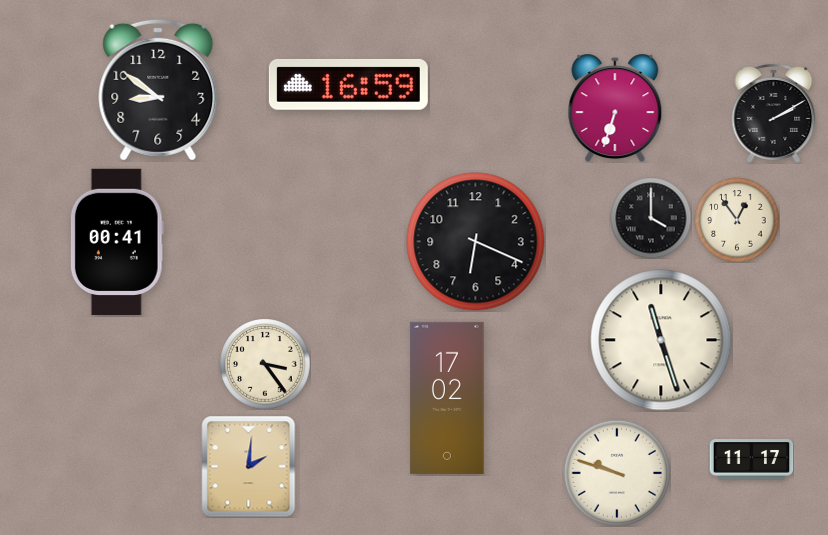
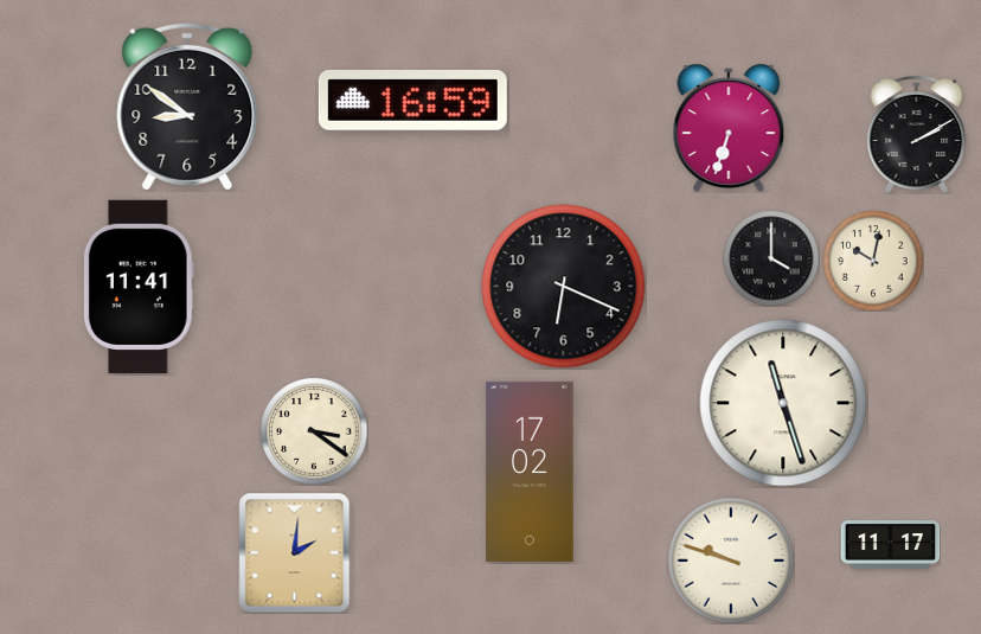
clock at (737, 220): 12:54 -> 10:02
clock at (117, 241): 00:41 -> 11:41
clock at (265, 364): 3:24 -> 3:21
